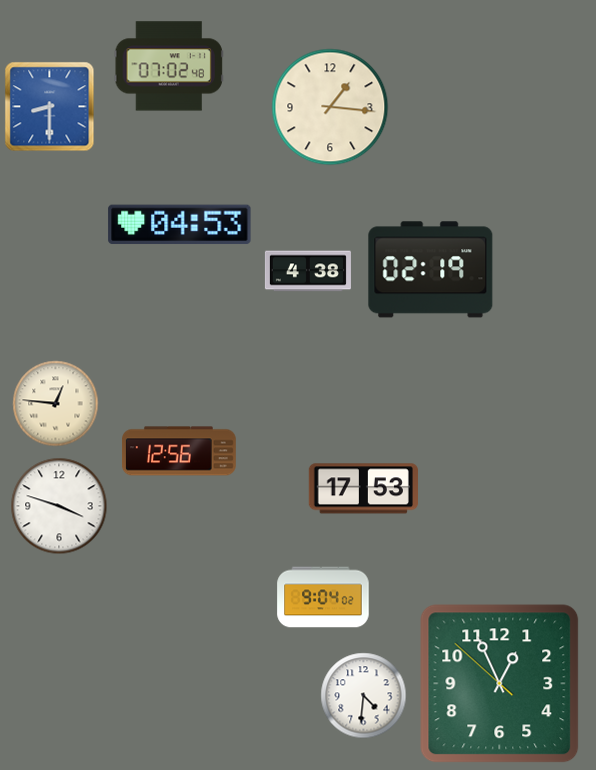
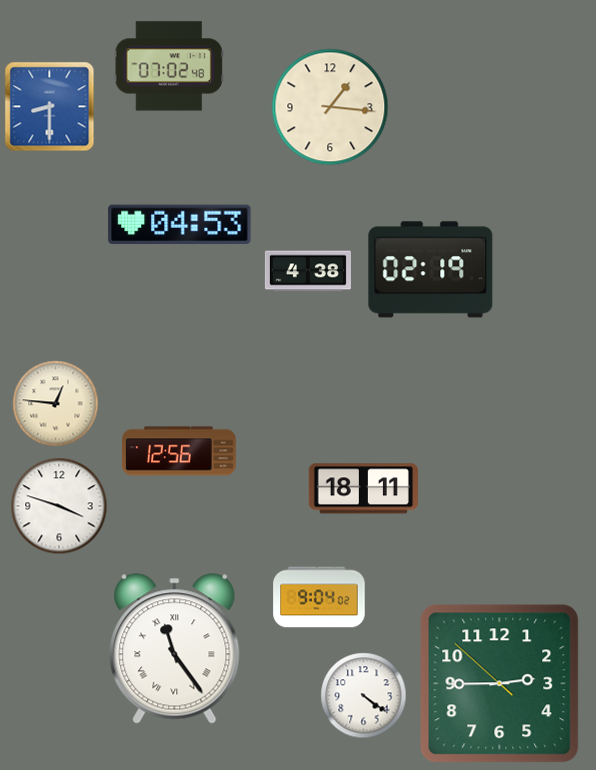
clock at (363, 489): 17:53 -> 18:11
clock at (323, 597) position: (323, 597) -> (319, 597)
clock at (175, 649): none -> 11:24
clock at (500, 684): 12:55 -> 2:44
clock at (364, 696): 4:31 -> 4:21
